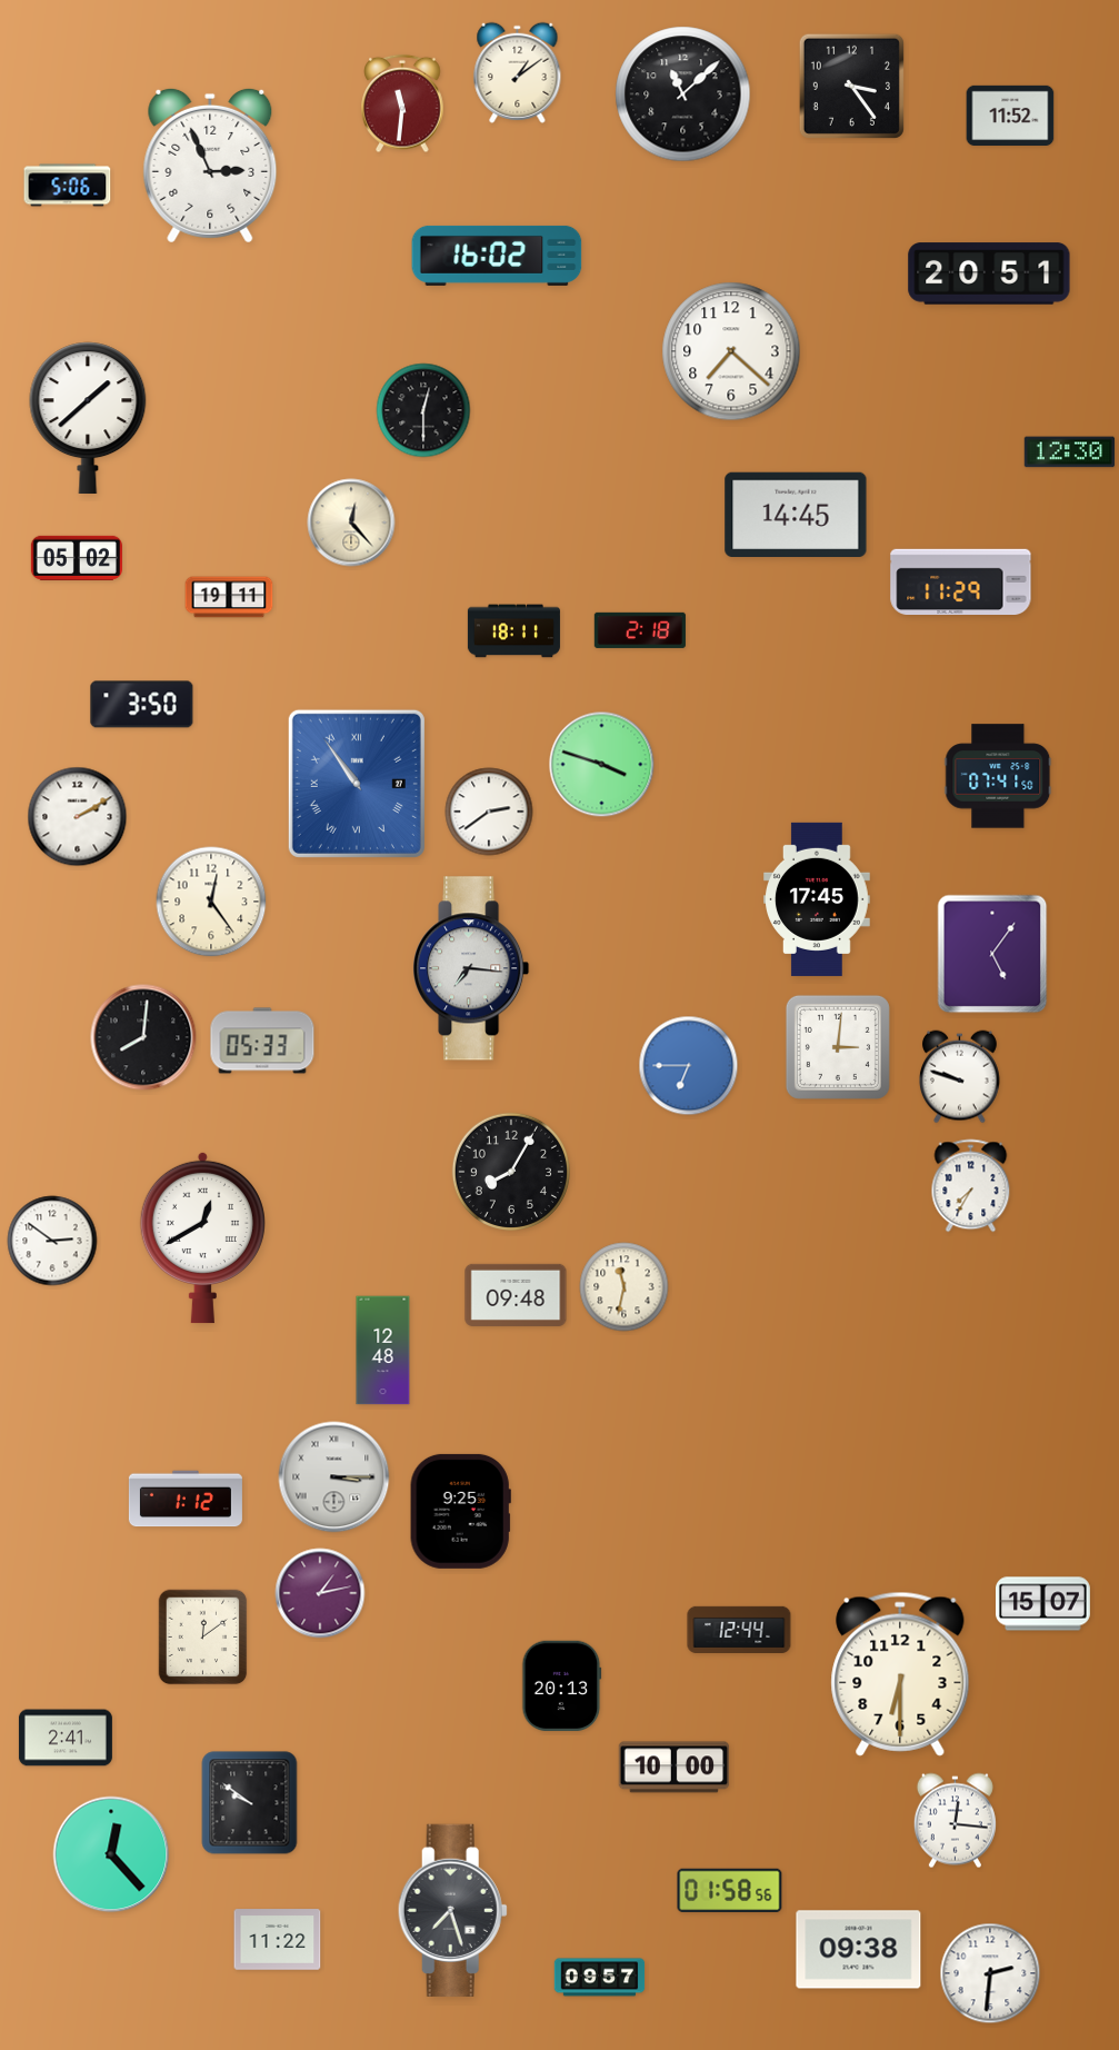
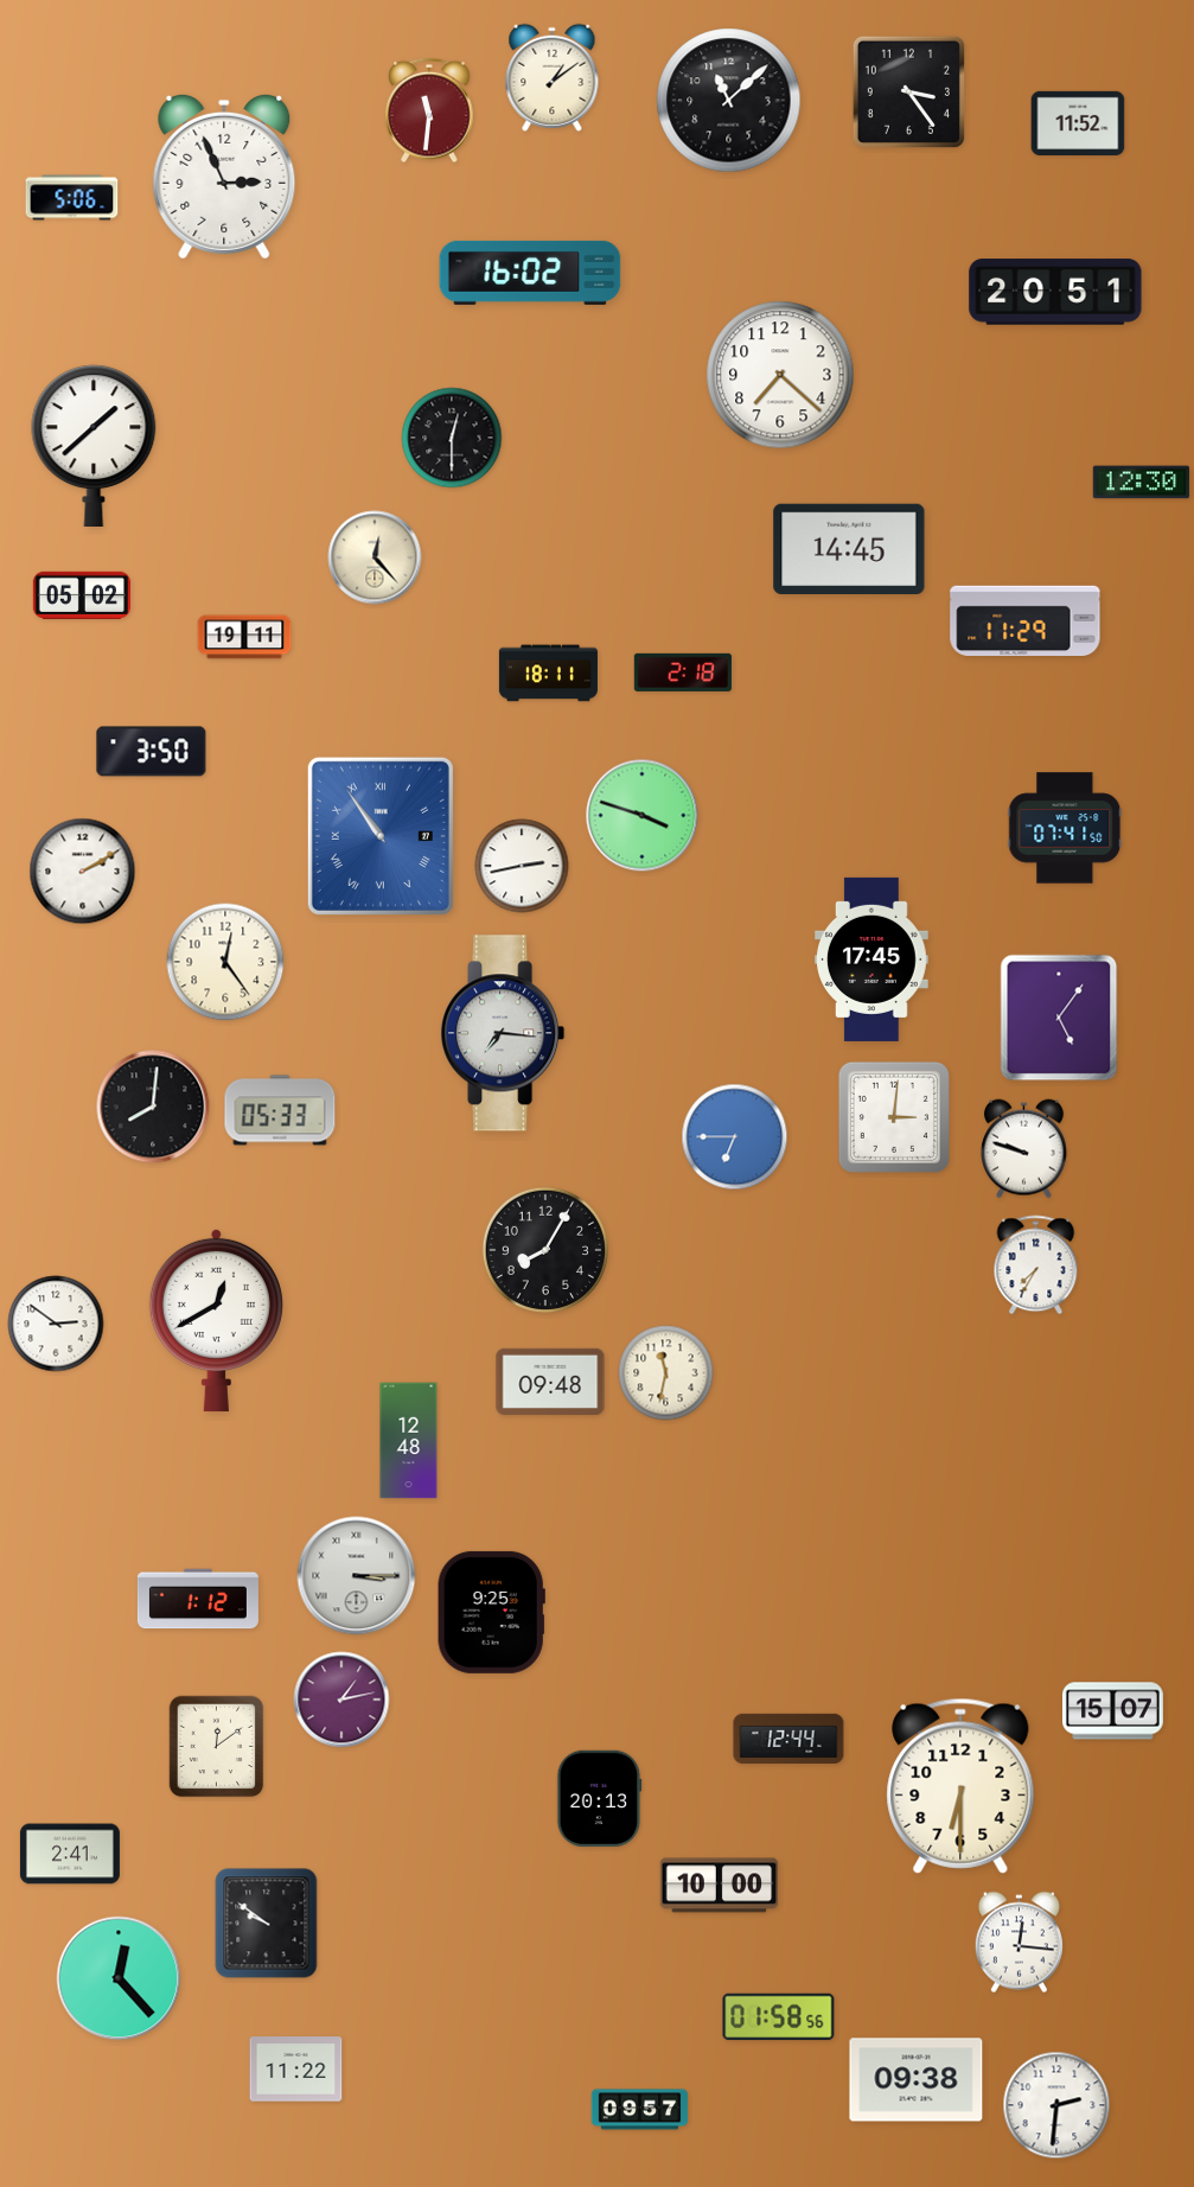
clock at (489, 812): 2:39 -> 2:43
clock at (452, 1910): 7:27 -> none
